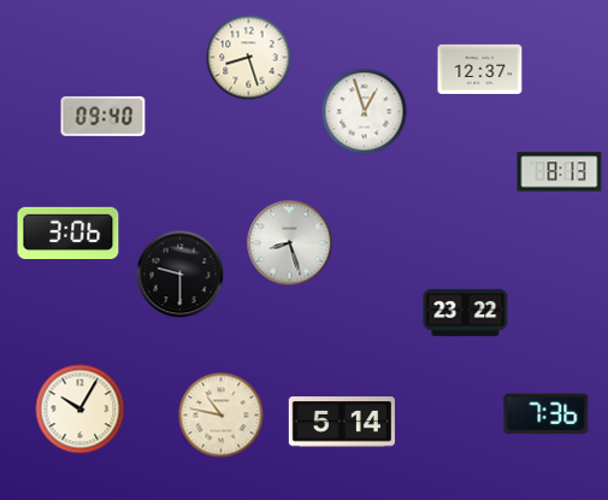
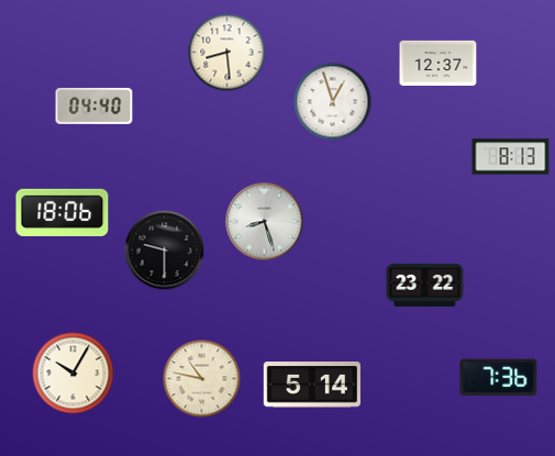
clock at (249, 58): 8:27 -> 8:29
clock at (104, 116): 09:40 -> 04:40
clock at (69, 233): 3:06 -> 18:06
